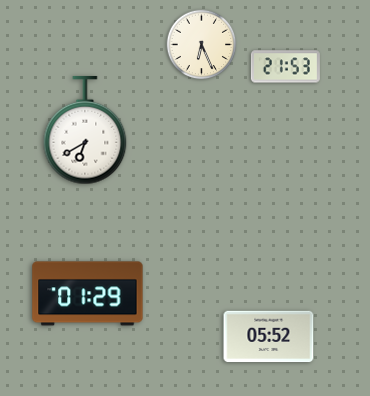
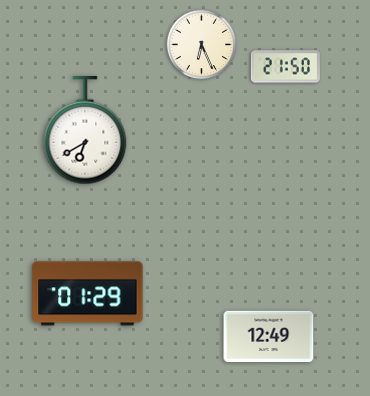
clock at (285, 67): 21:53 -> 21:50
clock at (269, 337): 05:52 -> 12:49
